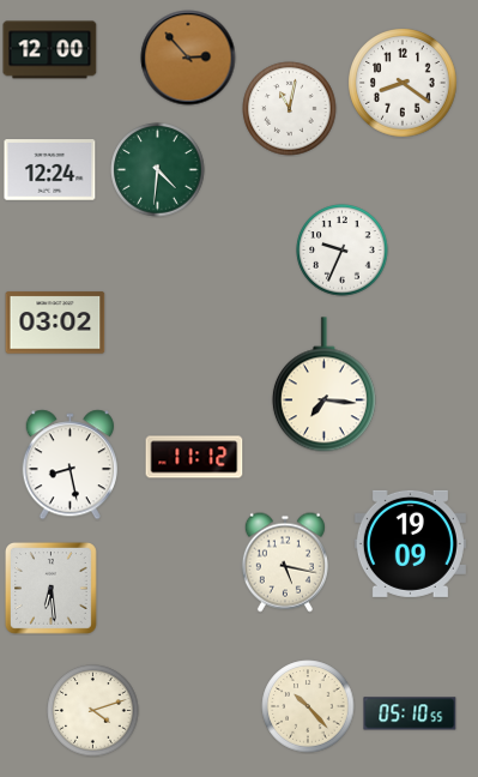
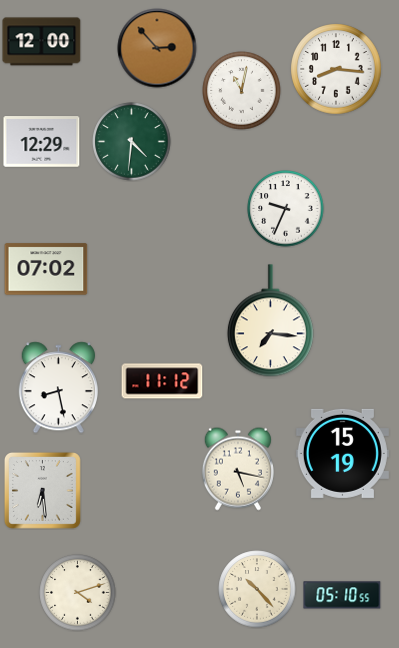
clock at (403, 83): 8:21 -> 8:16
clock at (50, 170): 12:24 -> 12:29
clock at (55, 323): 03:02 -> 07:02
clock at (410, 543): 19:09 -> 15:19
